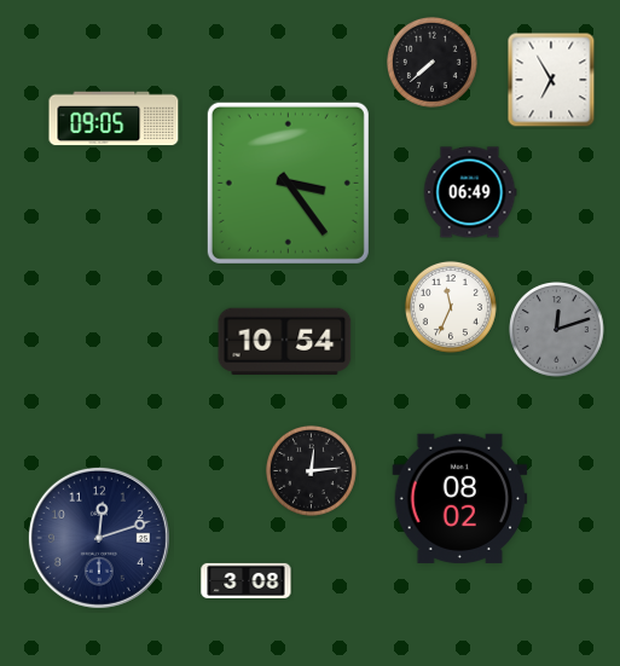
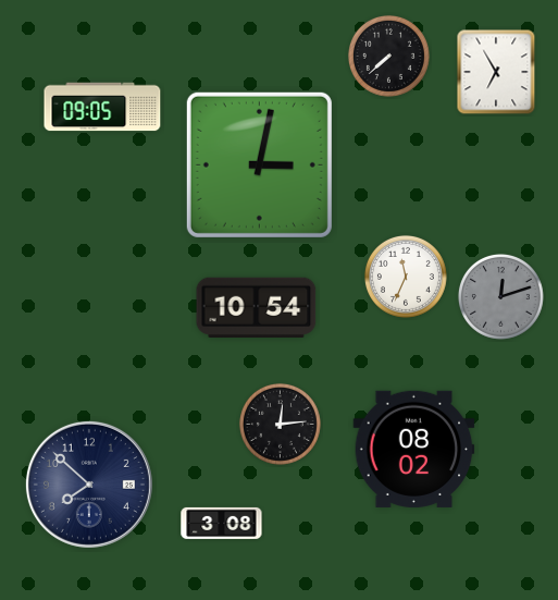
clock at (288, 183): 3:24 -> 3:02
clock at (470, 192): 06:49 -> none
clock at (99, 538): 12:12 -> 7:52
